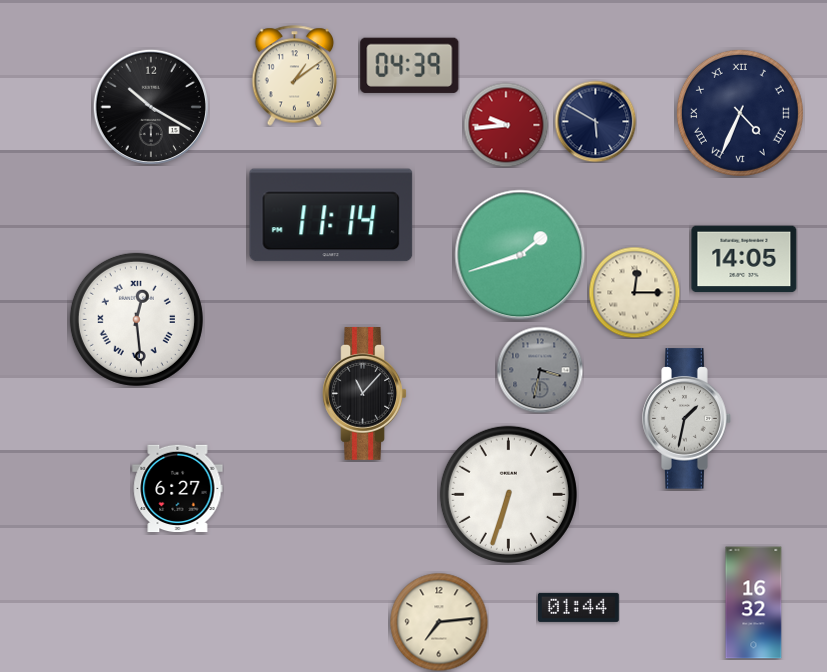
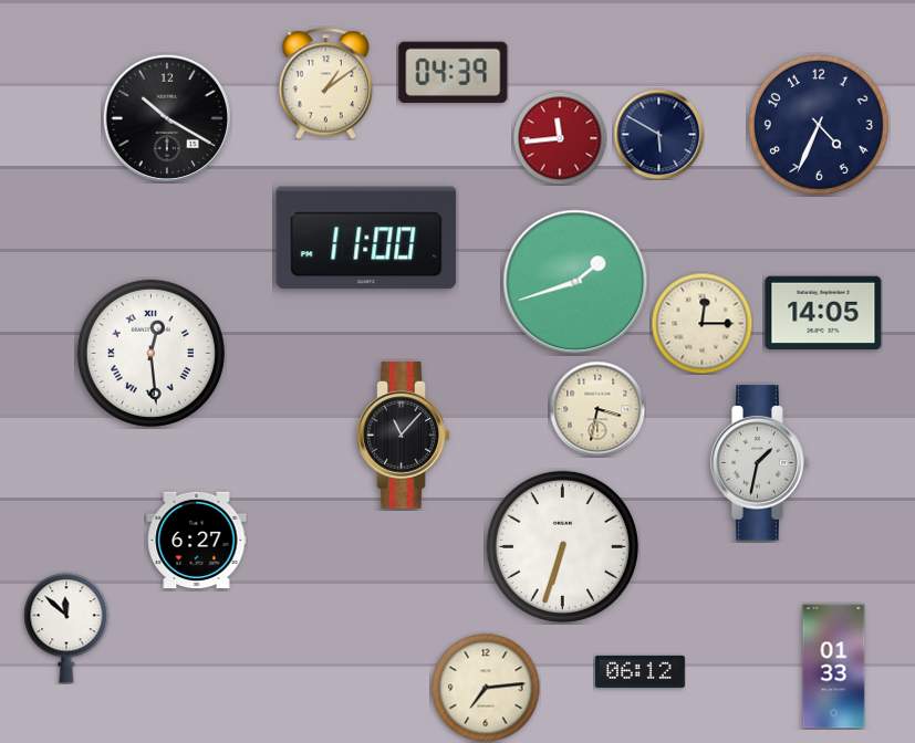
clock at (740, 113) numerals: Roman -> Arabic
clock at (506, 125): 9:44 -> 11:44
clock at (331, 215): 11:14 -> 11:00
clock at (744, 259) position: (744, 259) -> (823, 313)
clock at (540, 370) dial: grey -> cream
clock at (66, 628): none -> 11:52
clock at (754, 603): 16:32 -> 01:33
clock at (578, 607): 01:44 -> 06:12
